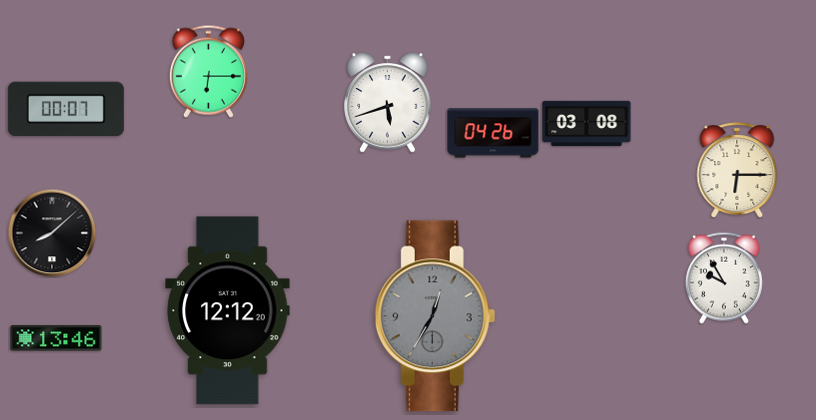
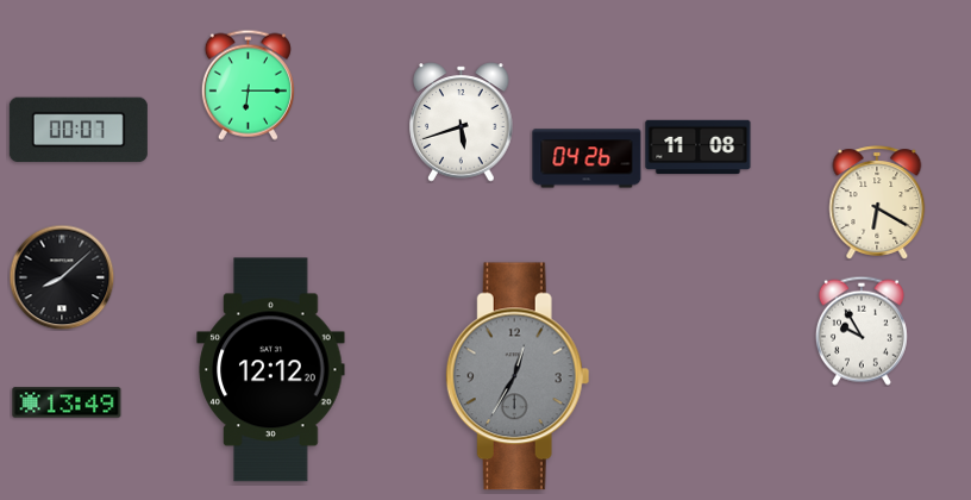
clock at (587, 124): 03:08 -> 11:08
clock at (737, 170): 6:15 -> 6:20
clock at (56, 338): 13:46 -> 13:49
